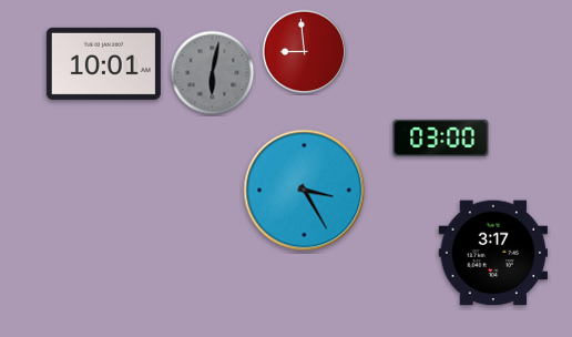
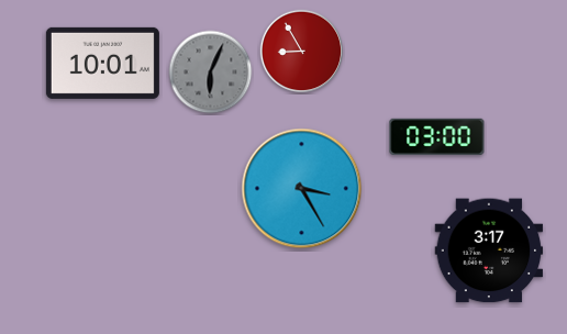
clock at (305, 52): 8:59 -> 8:55
clock at (213, 73): 6:02 -> 6:04
